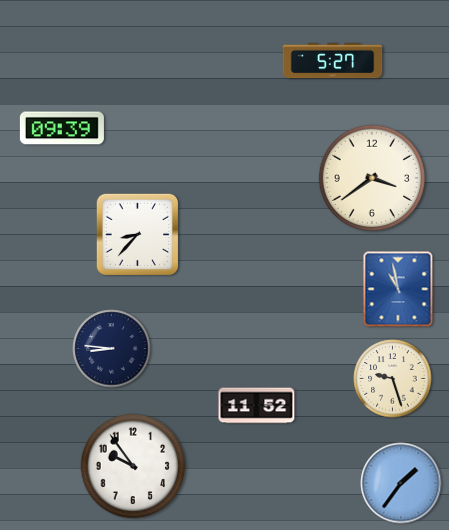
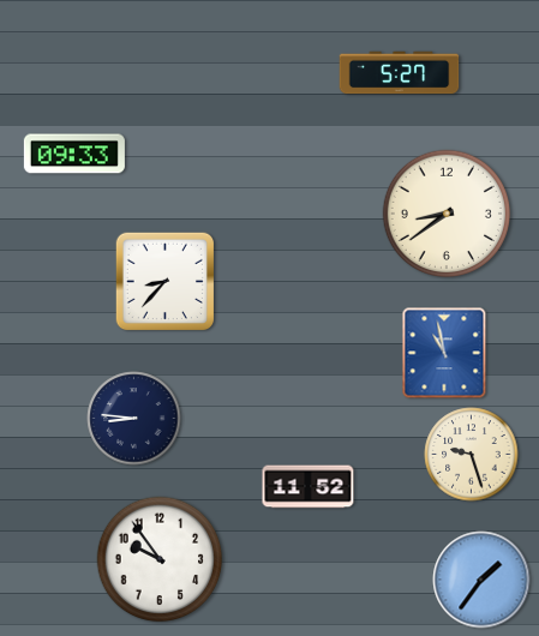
clock at (62, 128): 09:39 -> 09:33
clock at (372, 178): 3:39 -> 8:39
clock at (398, 289) position: (398, 289) -> (444, 353)
